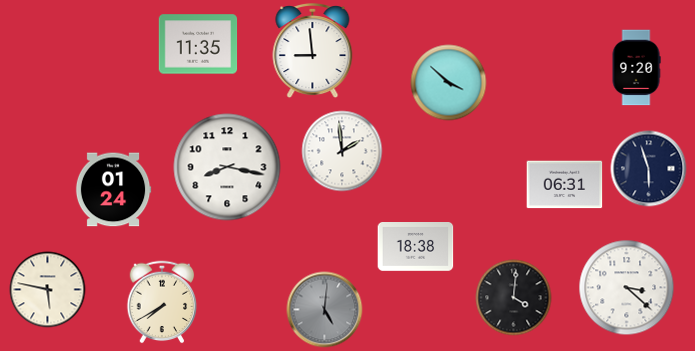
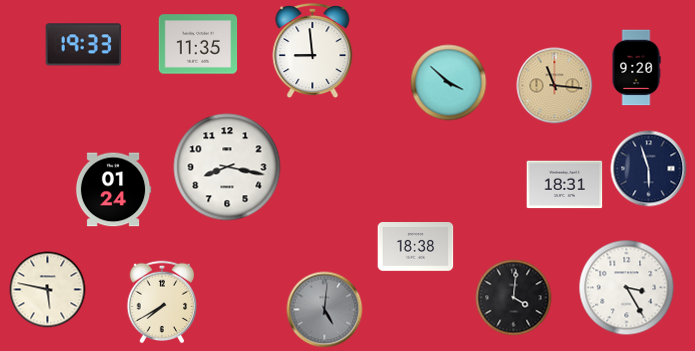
clock at (84, 45): none -> 19:33
clock at (555, 86): none -> 11:16
clock at (342, 151): 1:59 -> none
clock at (565, 185): 06:31 -> 18:31
clock at (627, 288): 3:22 -> 3:25
